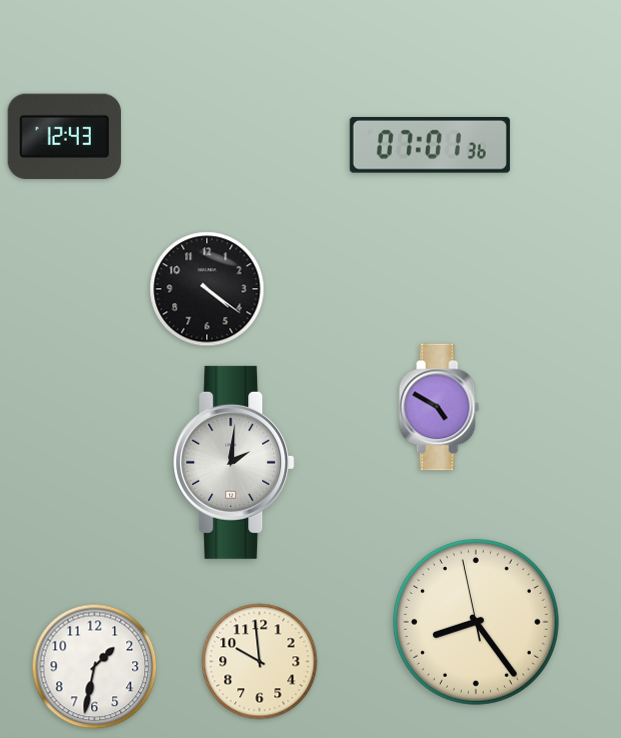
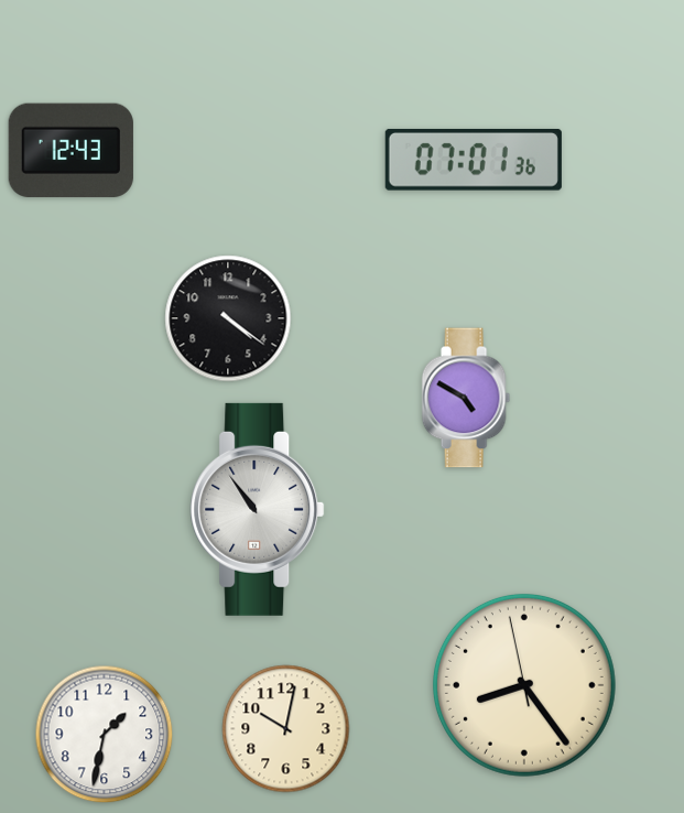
clock at (439, 407) position: (439, 407) -> (466, 398)
clock at (234, 462): 2:01 -> 10:54
clock at (260, 662): 9:59 -> 10:02
